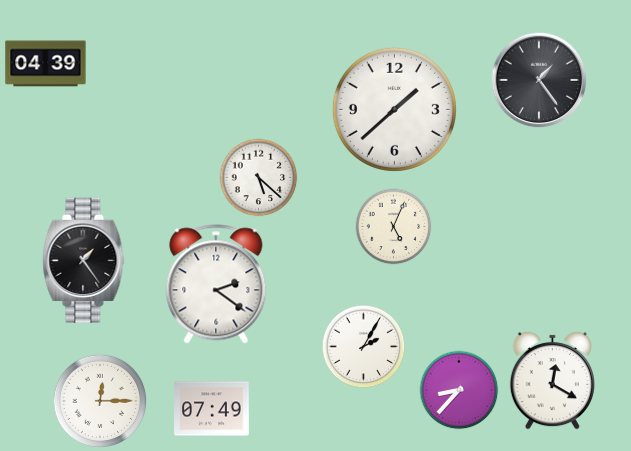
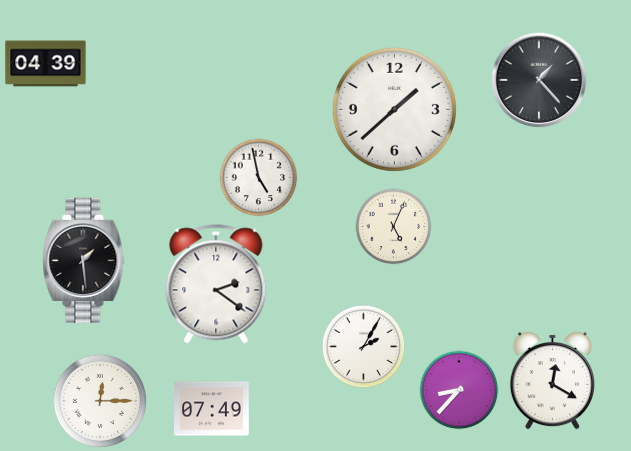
clock at (539, 80): 1:24 -> 1:23
clock at (259, 178): 5:22 -> 4:58
clock at (84, 260): 1:24 -> 1:29
